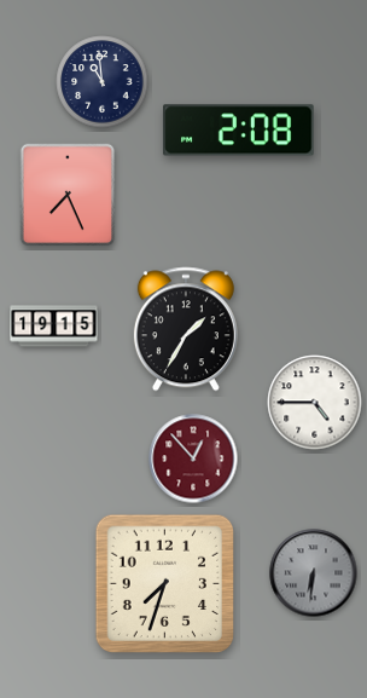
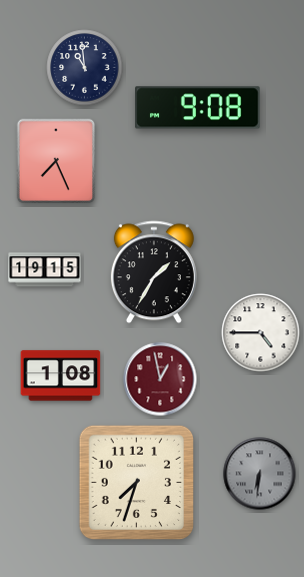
clock at (239, 131): 2:08 -> 9:08
clock at (61, 376): none -> 1:08
clock at (193, 458): 12:53 -> 12:58
